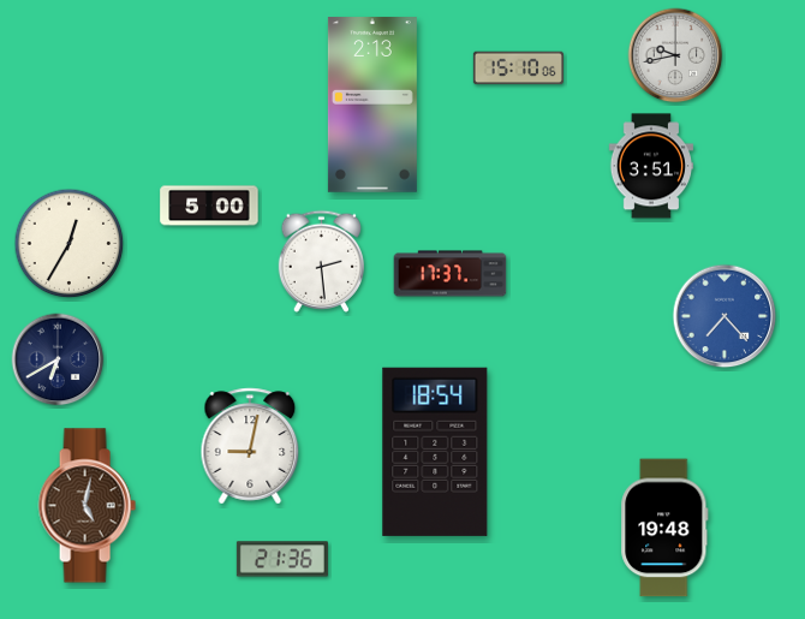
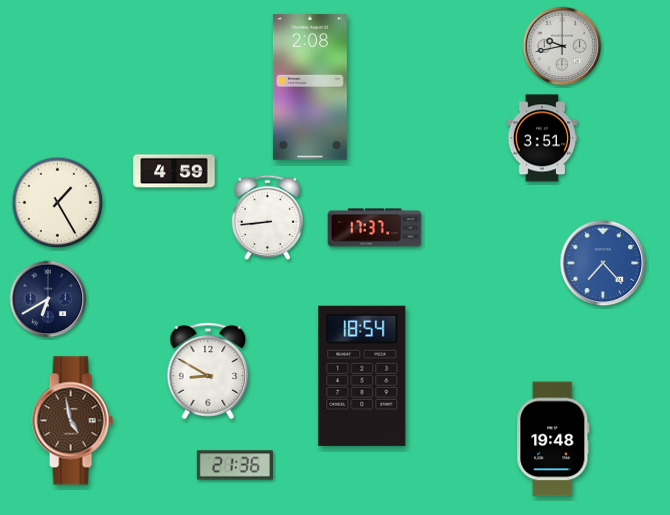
clock at (518, 69): 15:10 -> none
clock at (372, 105): 2:13 -> 2:08
clock at (209, 206): 5:00 -> 4:59
clock at (70, 244): 12:35 -> 1:25
clock at (321, 261): 2:29 -> 8:44
clock at (250, 446): 9:02 -> 8:50
clock at (87, 506): 5:02 -> 4:58
